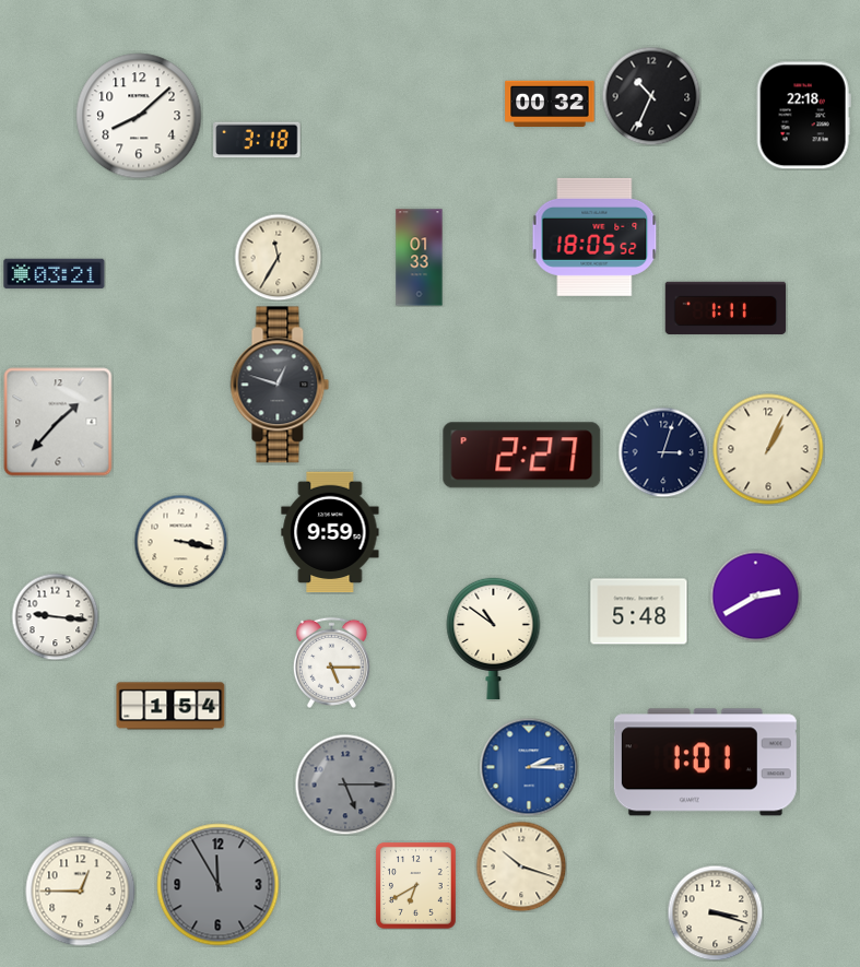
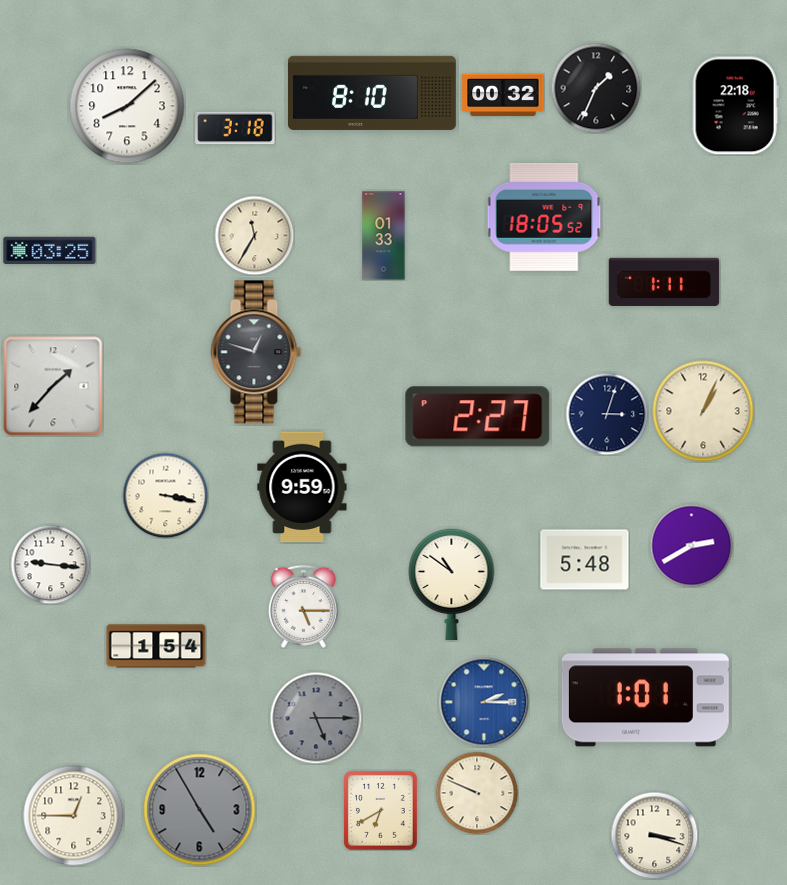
clock at (651, 96): 10:34 -> 1:34
clock at (372, 93): none -> 8:10
clock at (55, 274): 03:21 -> 03:25
clock at (521, 866): 10:18 -> 9:49
clock at (219, 885): 11:55 -> 4:55
